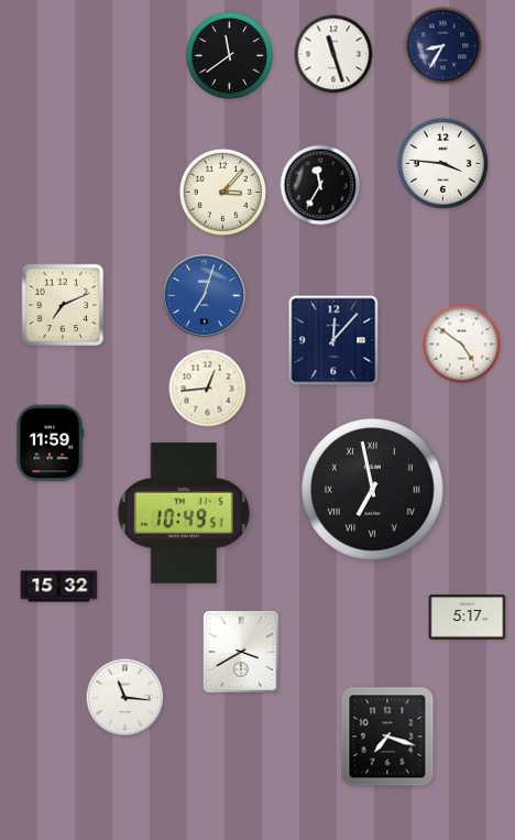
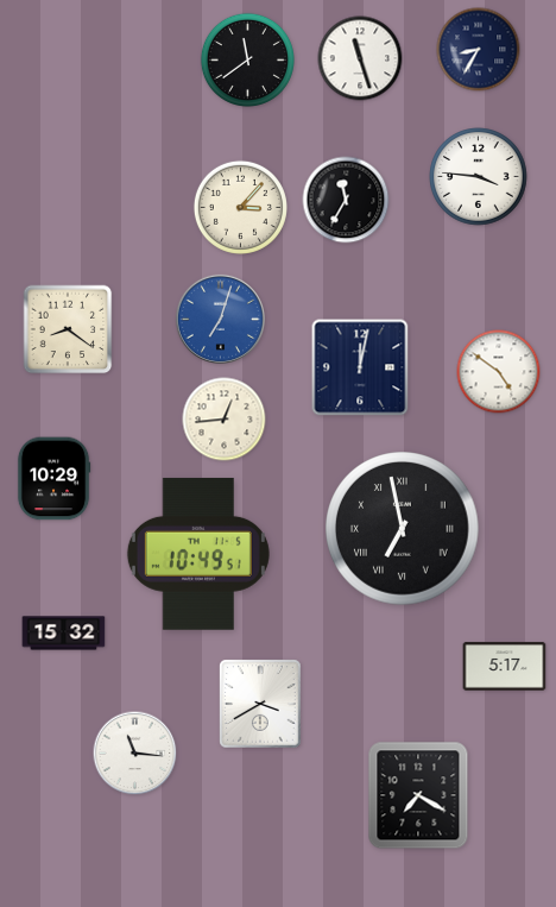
clock at (63, 305): 7:11 -> 8:21
clock at (333, 340): 12:07 -> 12:02
clock at (50, 444): 11:59 -> 10:29
clock at (387, 737): 7:18 -> 7:20
